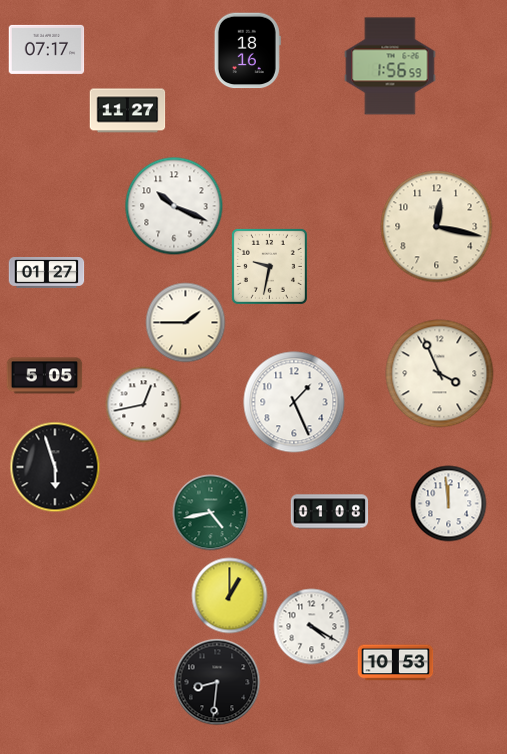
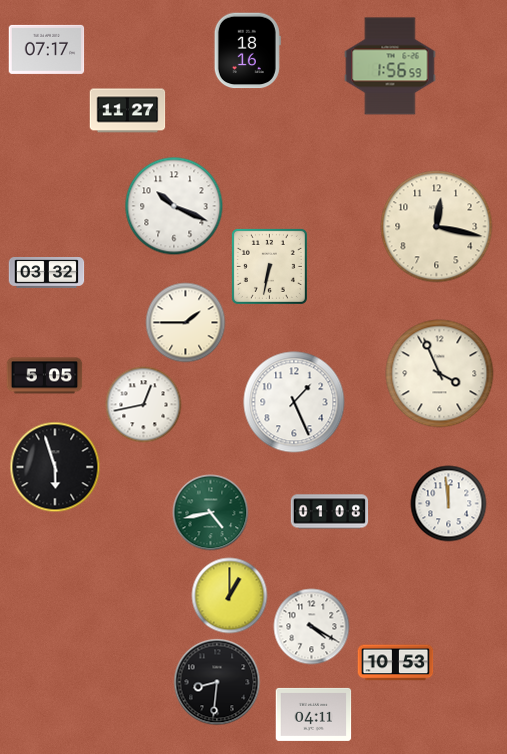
clock at (269, 266): 9:32 -> 6:32
clock at (47, 273): 01:27 -> 03:32
clock at (314, 714): none -> 04:11
